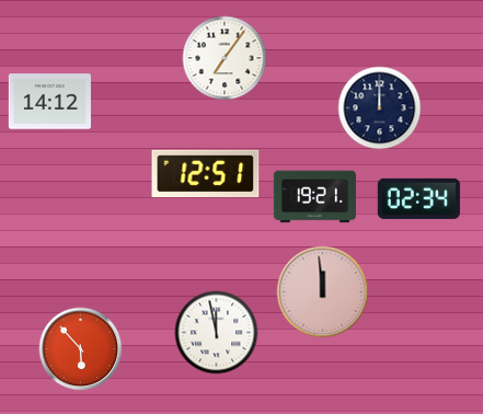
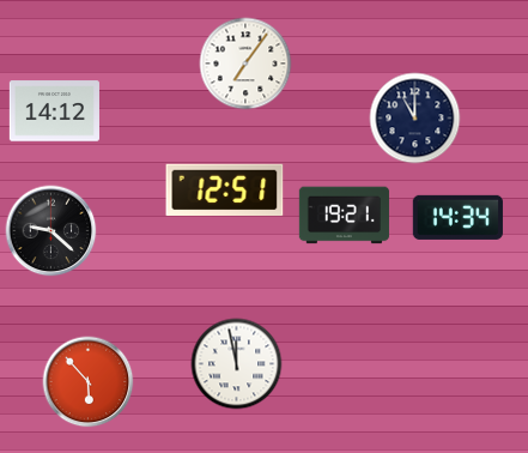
clock at (380, 108): 12:00 -> 11:00
clock at (418, 198): 02:34 -> 14:34
clock at (51, 231): none -> 9:22
clock at (323, 292): 11:59 -> none
